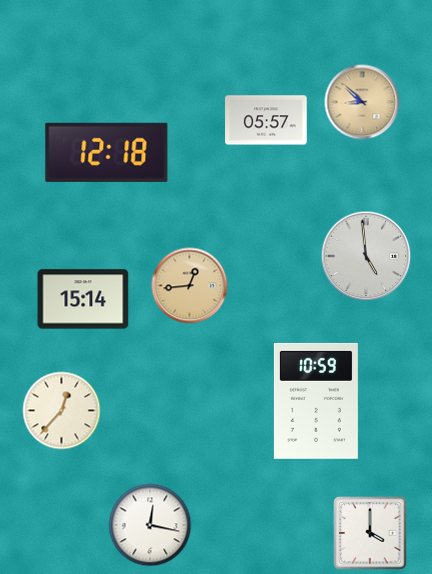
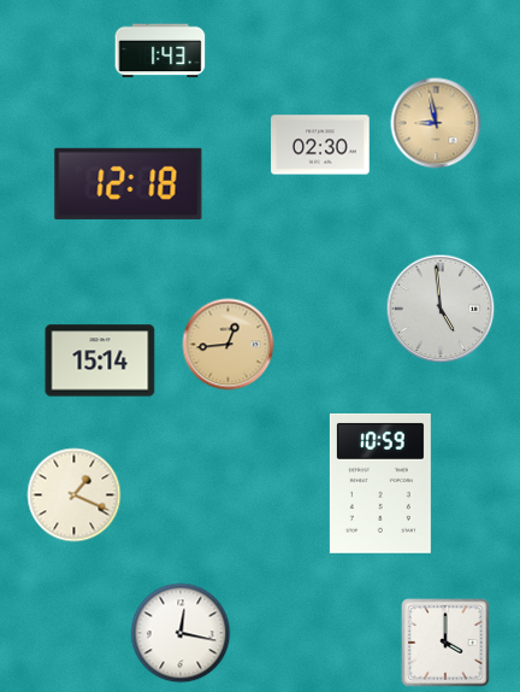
clock at (160, 51): none -> 1:43
clock at (362, 102): 8:52 -> 8:58
clock at (266, 120): 05:57 -> 02:30
clock at (62, 411): 12:37 -> 1:19
